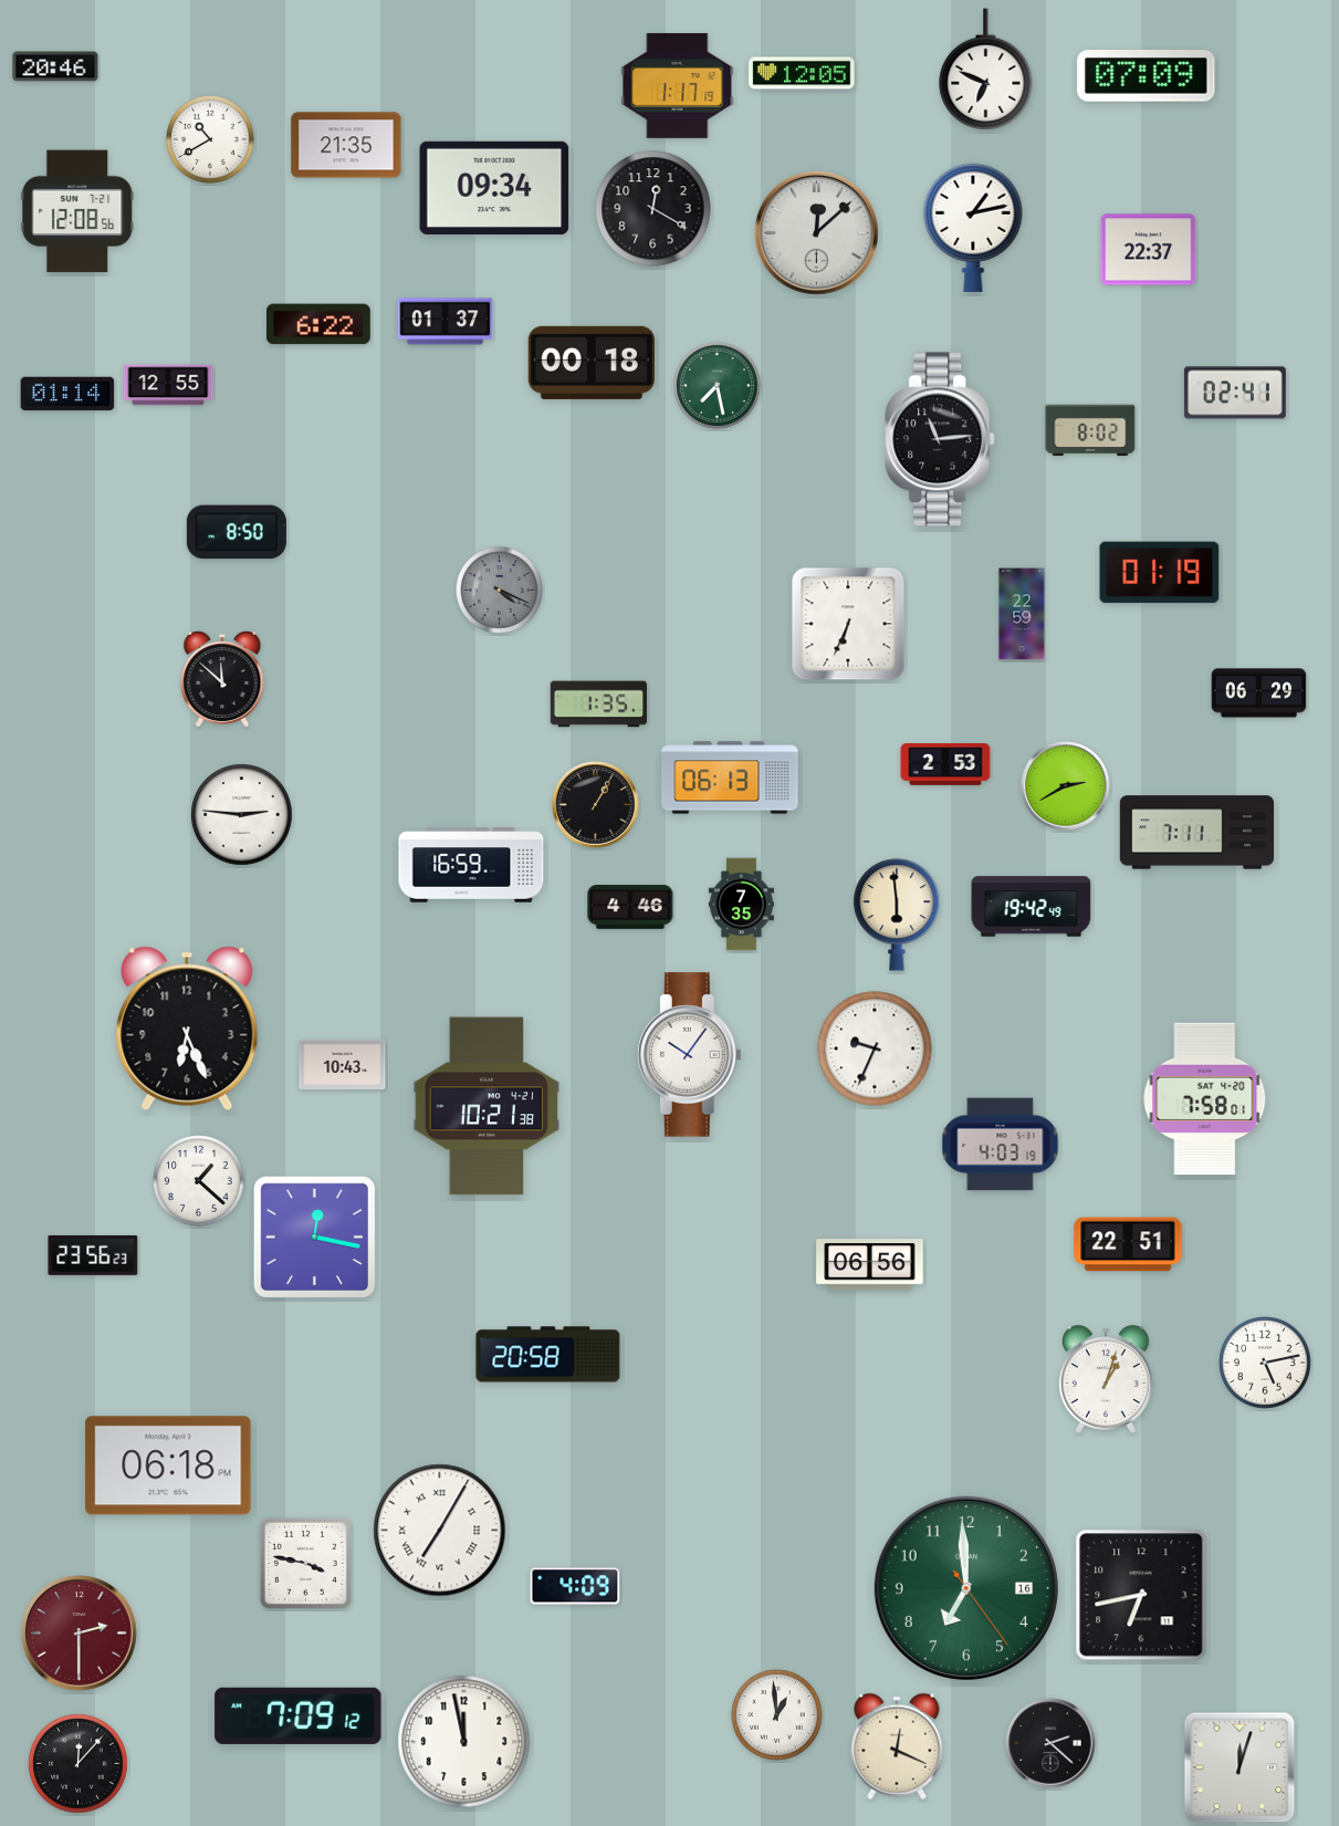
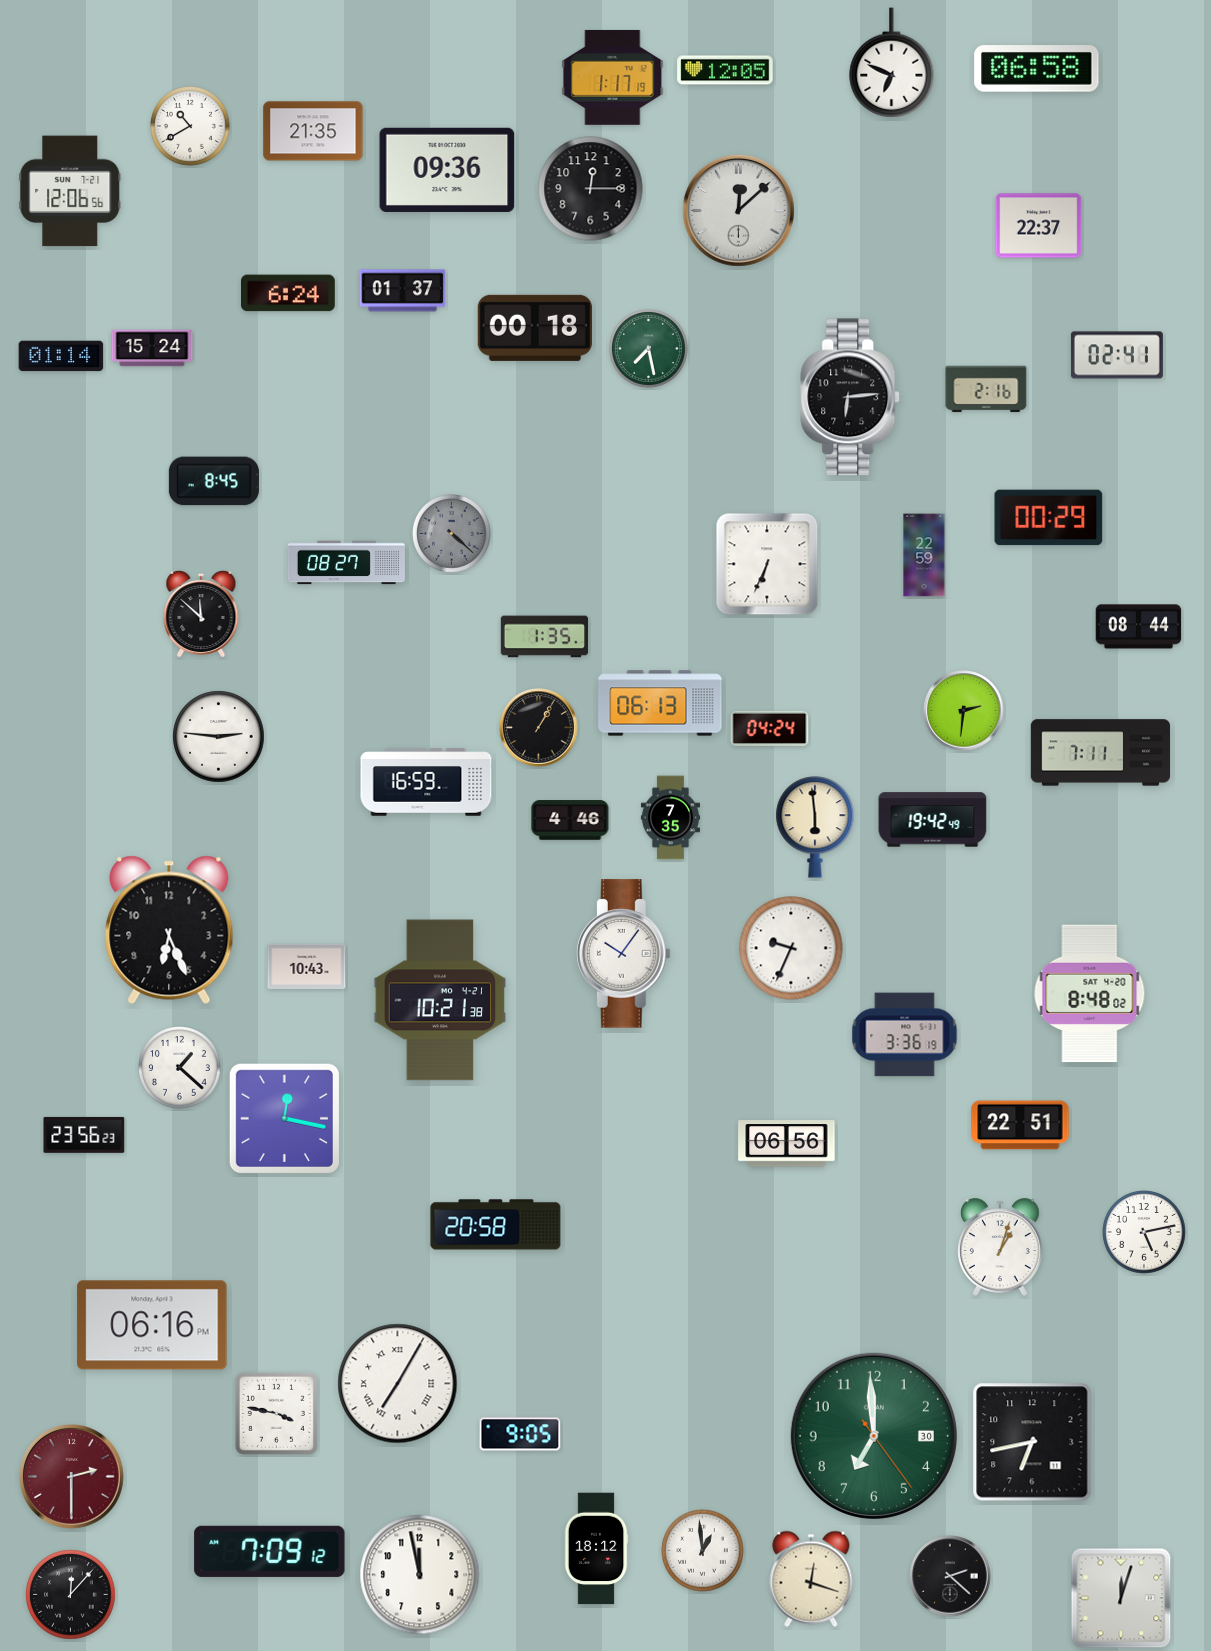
clock at (55, 66): 20:46 -> none
clock at (802, 73) position: (802, 73) -> (725, 70)
clock at (1147, 76): 07:09 -> 06:58
clock at (494, 188): 09:34 -> 09:36
clock at (653, 209): 12:20 -> 12:15
clock at (77, 211): 12:08 -> 12:06
clock at (973, 228): 1:13 -> none
clock at (320, 324): 6:22 -> 6:24
clock at (168, 385): 12:55 -> 15:24
clock at (1090, 430): 8:02 -> 2:16
clock at (941, 439): 11:14 -> 6:14
clock at (237, 532): 8:50 -> 8:45
clock at (1160, 573): 01:19 -> 00:29
clock at (500, 591): 4:19 -> 4:22
clock at (346, 563): none -> 08:27
clock at (1259, 693): 06:29 -> 08:44
clock at (599, 705) position: (599, 705) -> (545, 637)
clock at (945, 765): 2:53 -> none
clock at (1066, 786): 2:40 -> 2:31
clock at (770, 728): none -> 04:24
clock at (1197, 833) position: (1197, 833) -> (1101, 753)
clock at (897, 915) position: (897, 915) -> (815, 827)
clock at (343, 1064) position: (343, 1064) -> (307, 966)
clock at (1205, 1099): 7:58 -> 8:48
clock at (1001, 1145): 4:03 -> 3:36
clock at (168, 1465): 06:18 -> 06:16
clock at (575, 1586): 4:09 -> 9:05
clock at (966, 1588) date: 16 -> 30
clock at (596, 1549): none -> 18:12
clock at (897, 1746): 12:19 -> 12:18
